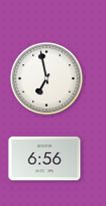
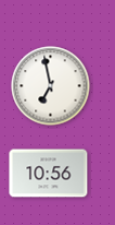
clock at (45, 159): 6:56 -> 10:56
